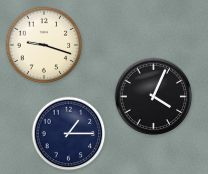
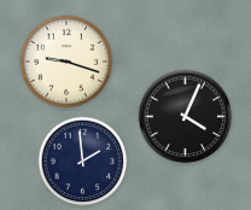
clock at (44, 45) position: (44, 45) -> (66, 62)
clock at (69, 134): 1:15 -> 1:59
